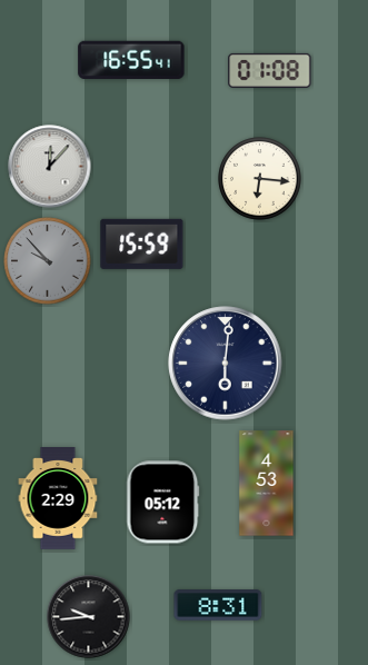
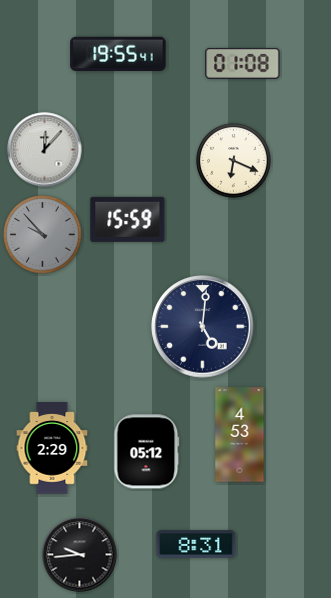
clock at (131, 59): 16:55 -> 19:55
clock at (260, 179): 6:16 -> 6:19
clock at (226, 364): 6:01 -> 5:01
